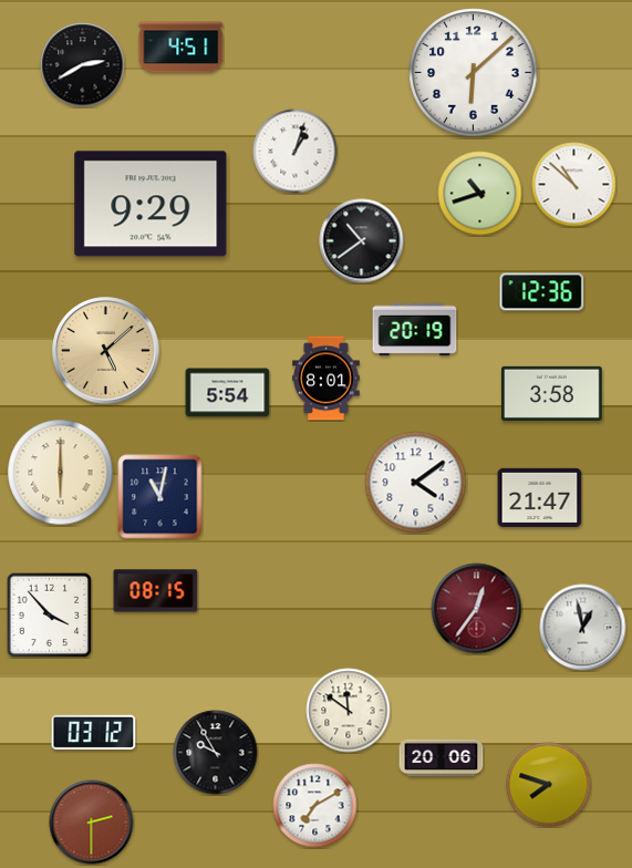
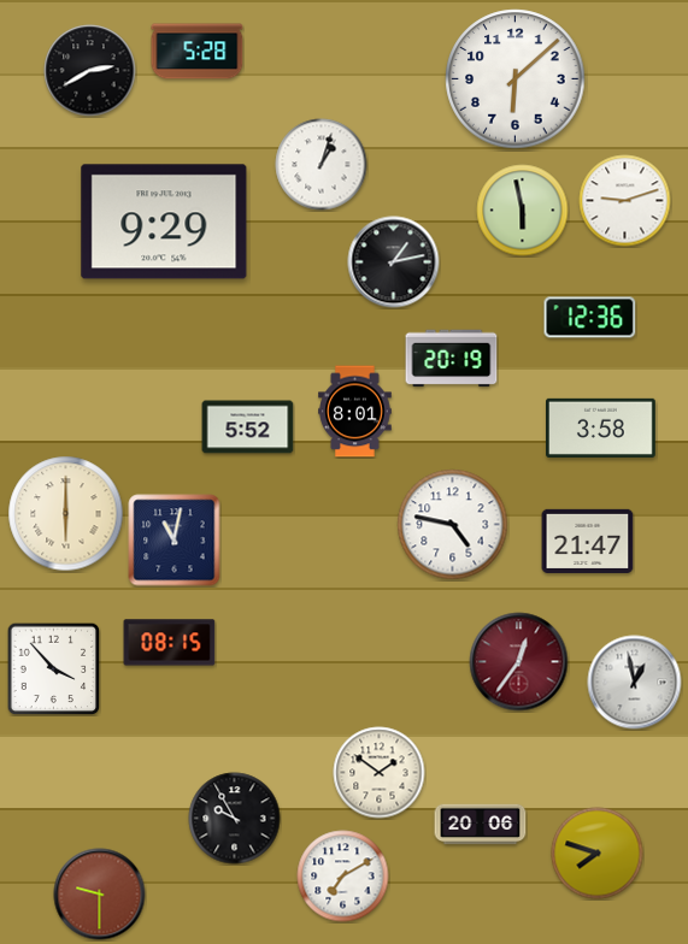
clock at (182, 48): 4:51 -> 5:28
clock at (574, 185): 10:52 -> 9:12
clock at (480, 194): 10:42 -> 5:58
clock at (362, 241): 10:39 -> 1:13
clock at (106, 351): 5:08 -> none
clock at (228, 393): 5:54 -> 5:52
clock at (416, 483): 4:09 -> 4:47
clock at (349, 711): 11:51 -> 1:51
clock at (94, 732): 03:12 -> none
clock at (92, 823): 2:30 -> 9:30
